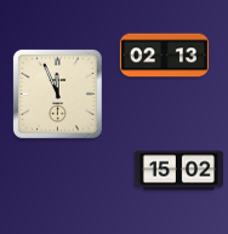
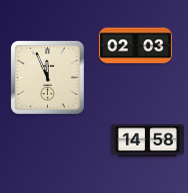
clock at (164, 56): 02:13 -> 02:03
clock at (178, 171): 15:02 -> 14:58
